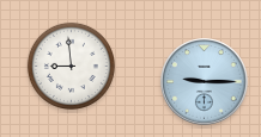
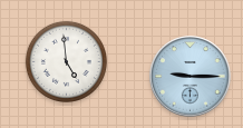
clock at (71, 66): 8:59 -> 4:59
